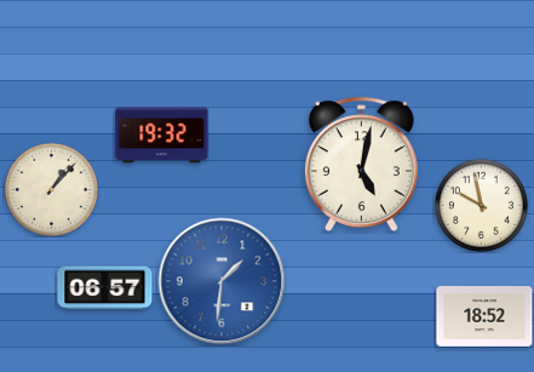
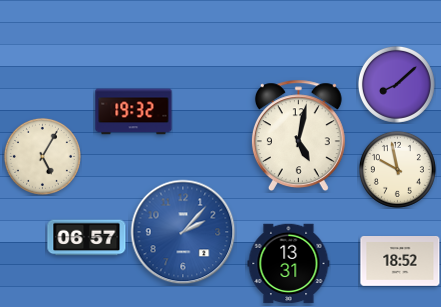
clock at (396, 84): none -> 8:08
clock at (51, 189): 1:07 -> 5:05
clock at (222, 281): 1:31 -> 2:07
clock at (289, 264): none -> 13:31
